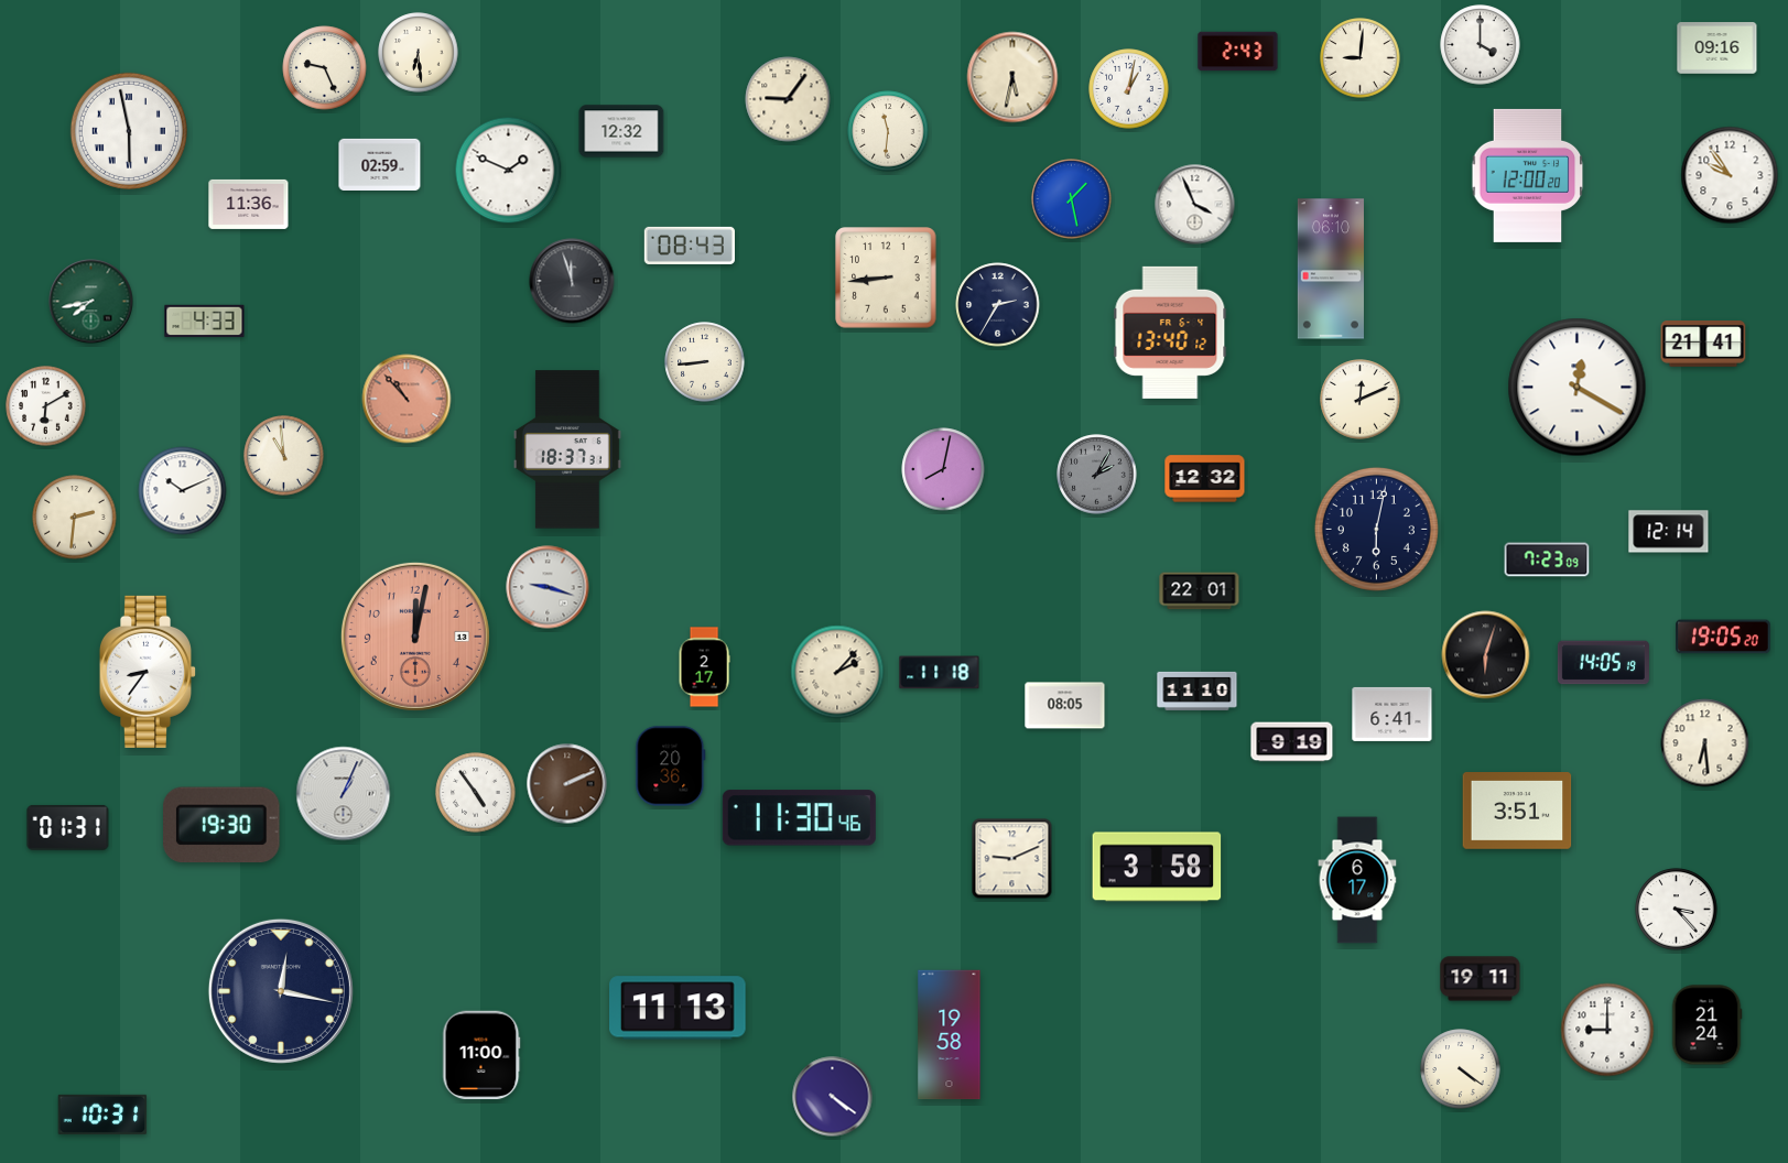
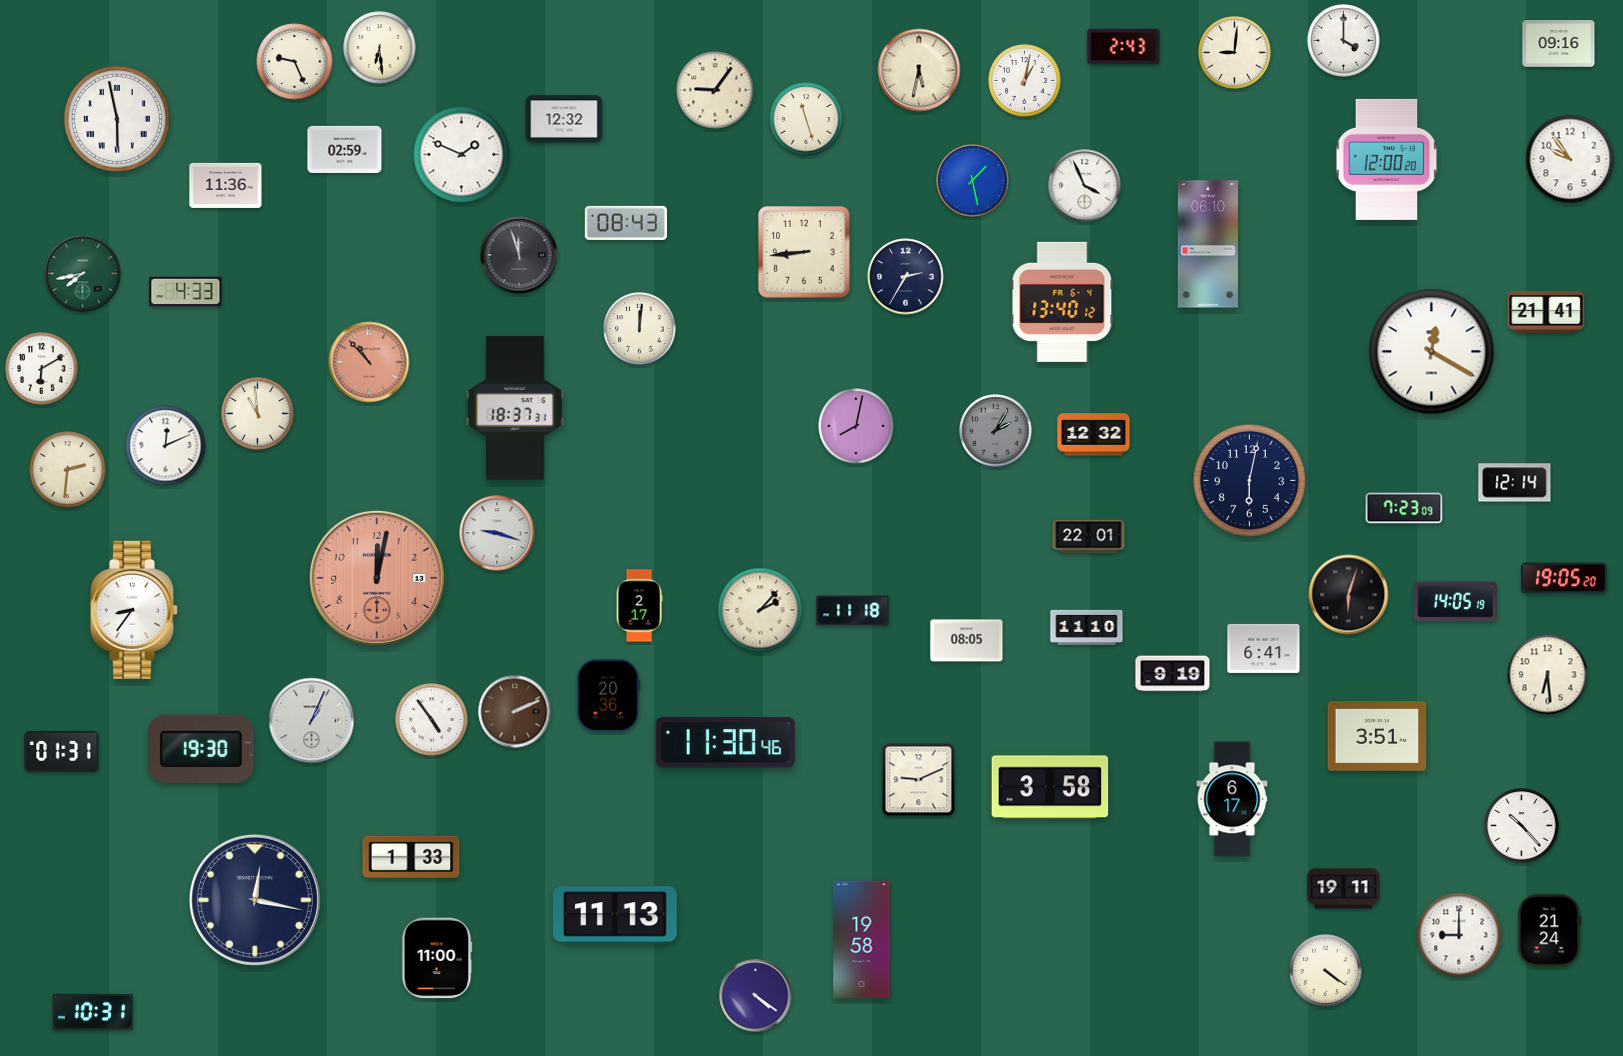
clock at (888, 131): 11:31 -> 11:27
clock at (705, 362): 8:44 -> 12:01
clock at (1361, 400): 12:11 -> none
clock at (183, 491): 10:11 -> 12:11
clock at (1677, 910): 3:23 -> 10:23
clock at (411, 857): none -> 1:33
